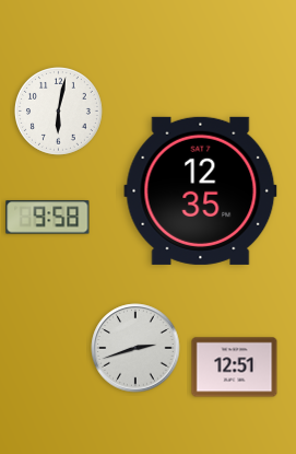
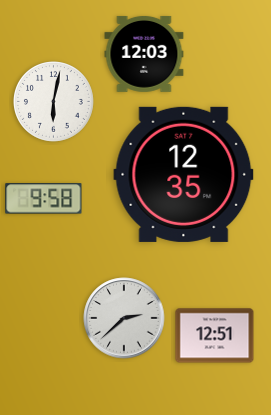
clock at (144, 54): none -> 12:03
clock at (135, 348): 2:42 -> 2:38
